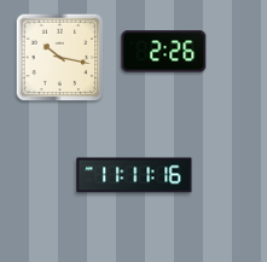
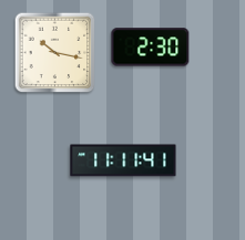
clock at (164, 52): 2:26 -> 2:30
clock at (134, 175): 11:11:16 -> 11:11:41
